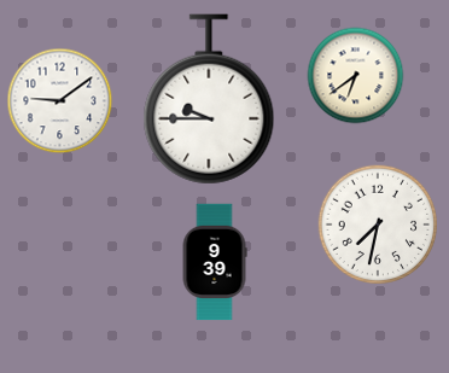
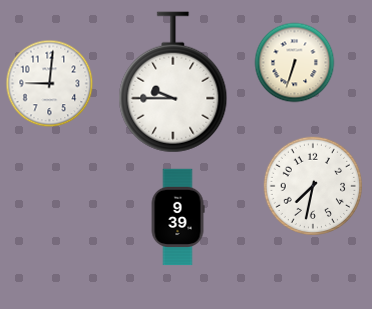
clock at (356, 76): 6:39 -> 6:33
clock at (60, 101): 9:09 -> 9:01
